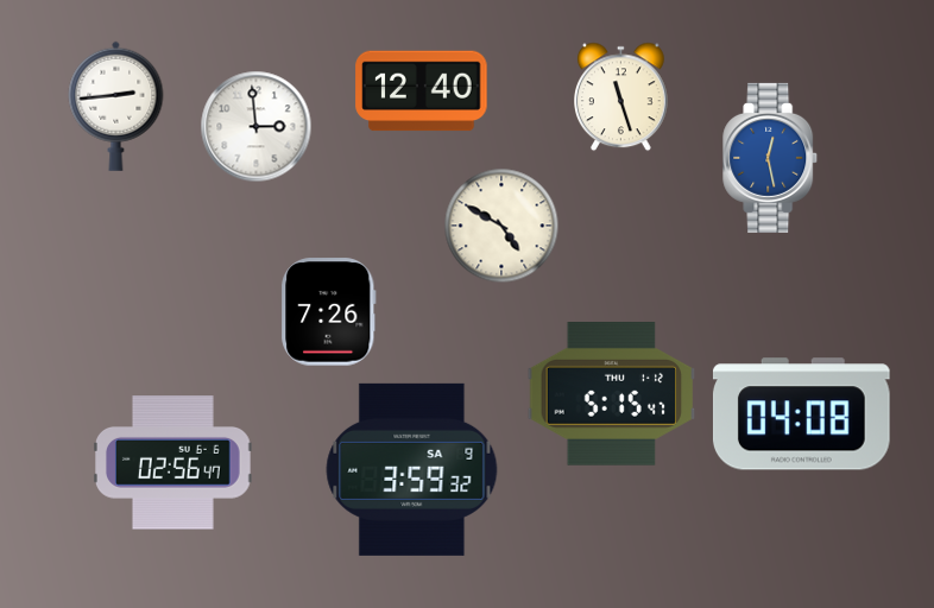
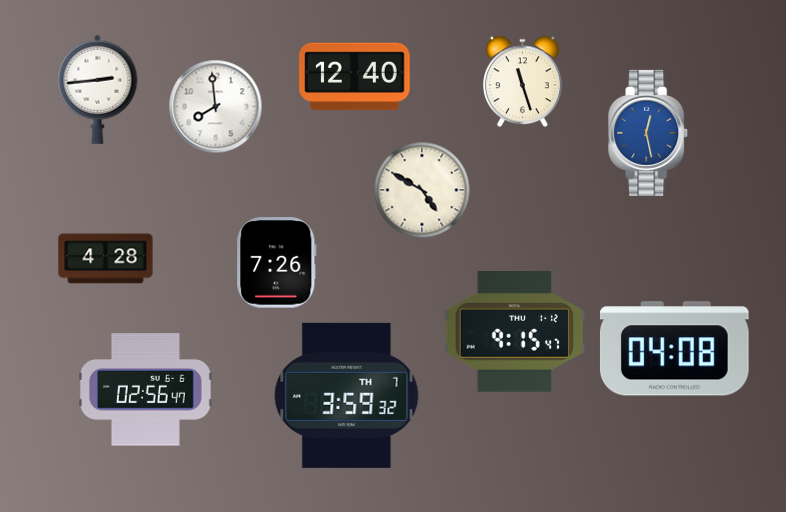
clock at (257, 127): 2:59 -> 7:59
clock at (106, 259): none -> 4:28
clock at (612, 394): 5:15 -> 9:15
clock at (412, 469) date: SA 9 -> TH 7
